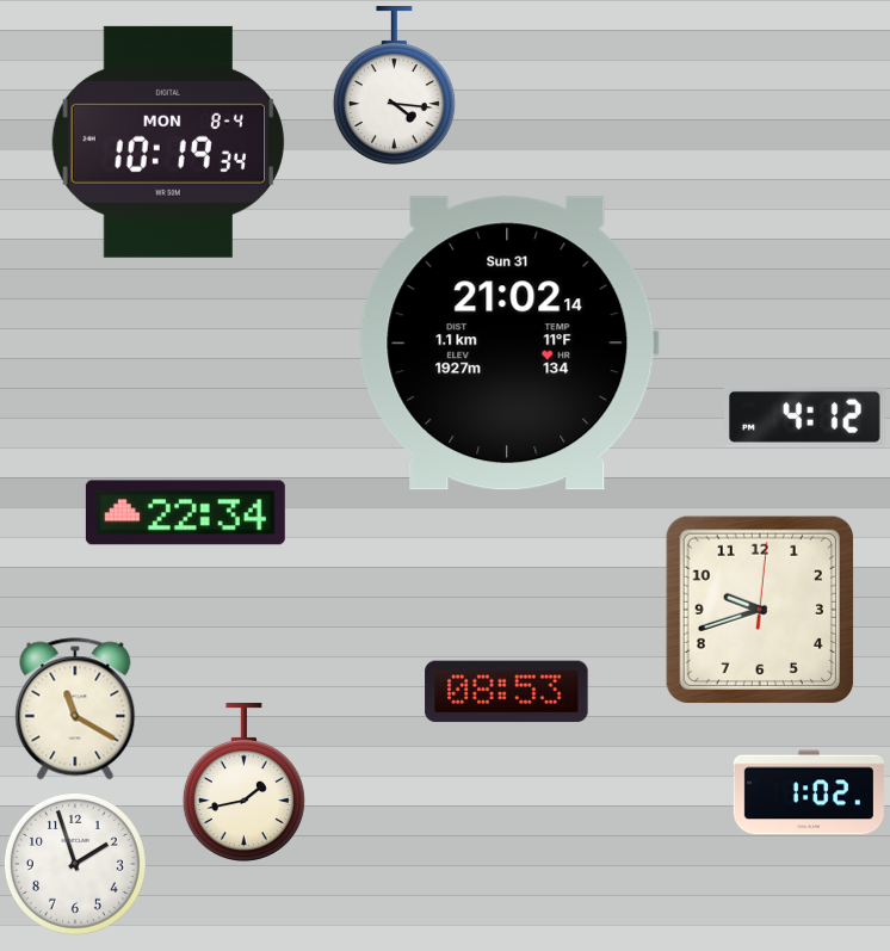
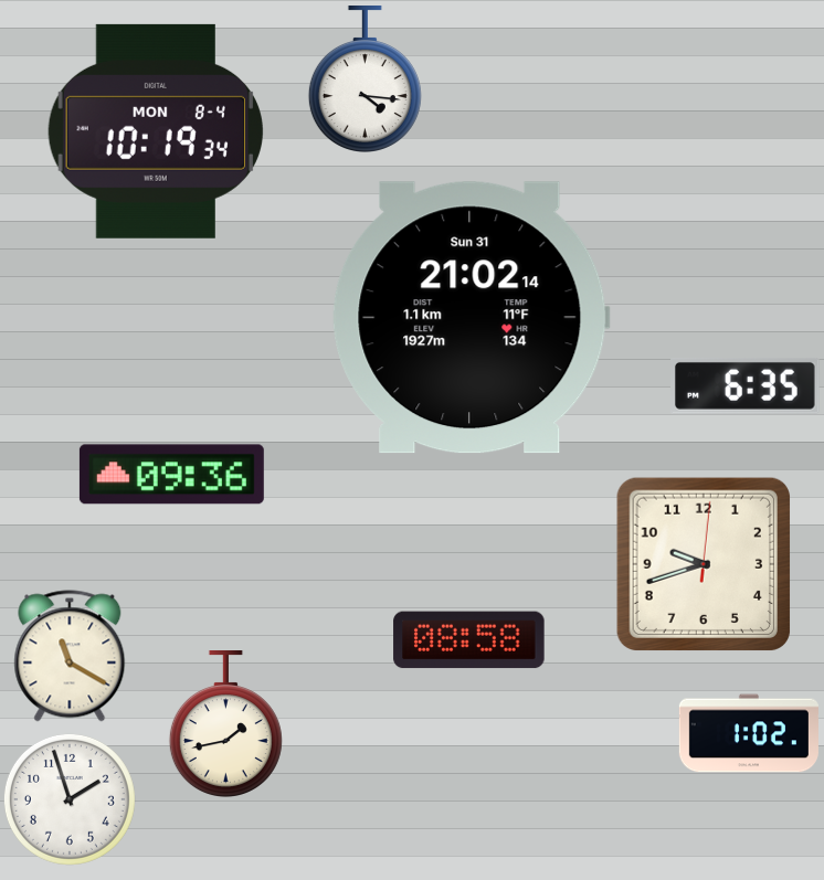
clock at (805, 416): 4:12 -> 6:35
clock at (185, 513): 22:34 -> 09:36
clock at (507, 692): 08:53 -> 08:58
